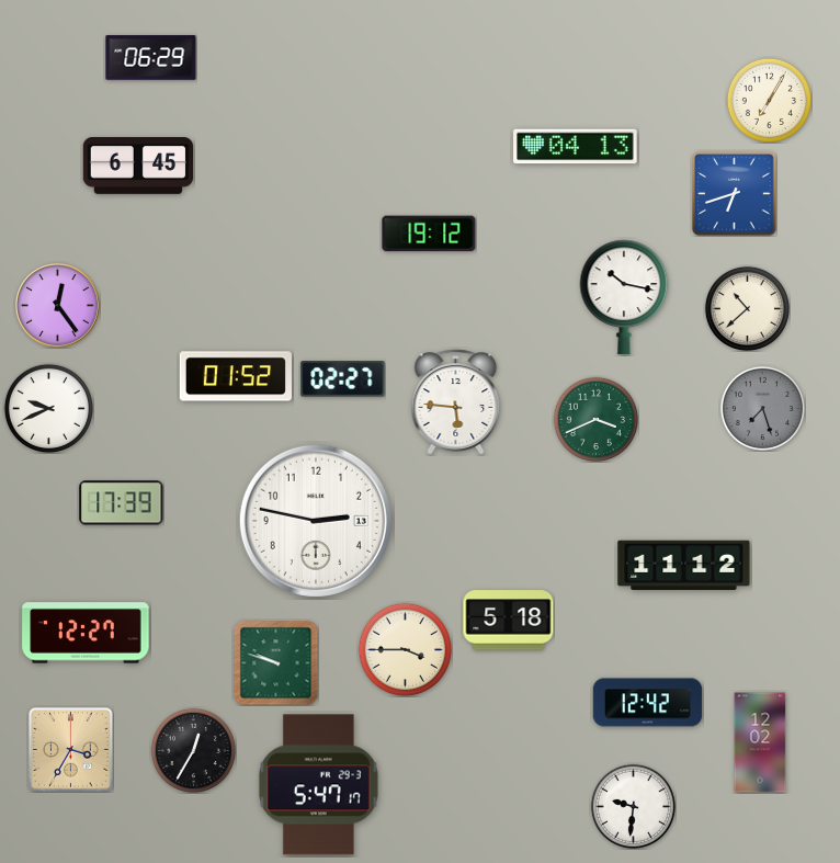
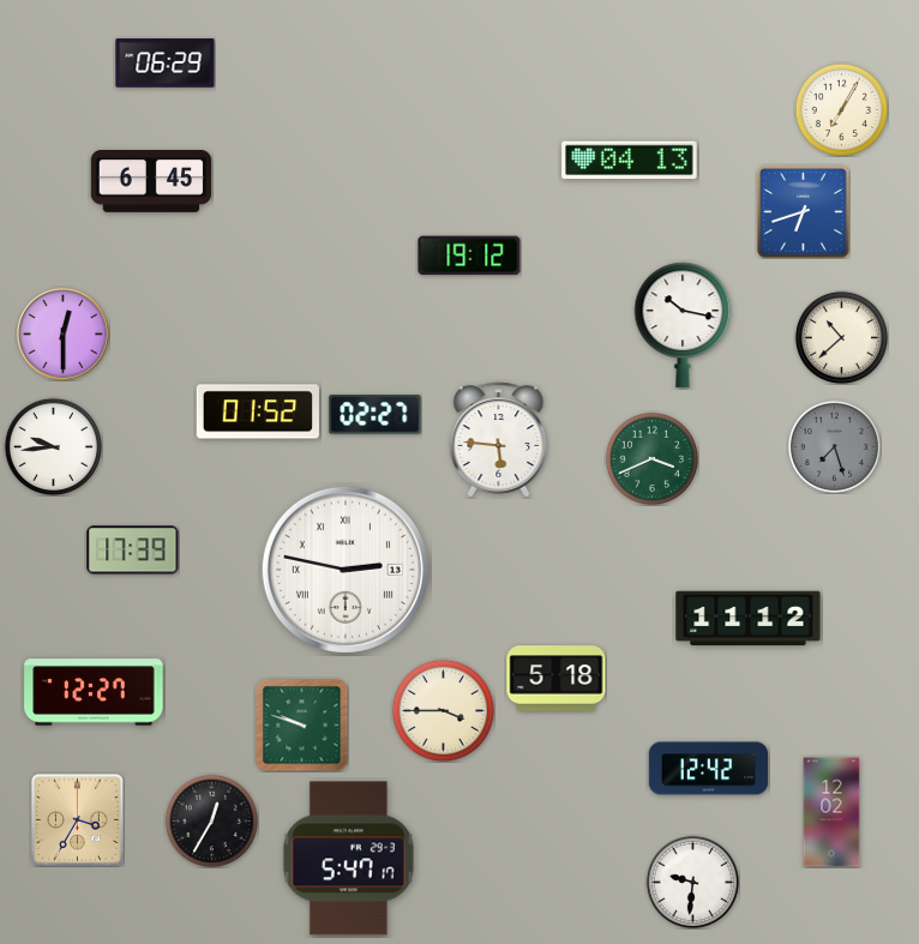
clock at (58, 306): 12:24 -> 12:30
clock at (747, 308) position: (747, 308) -> (841, 337)
clock at (48, 408): 9:41 -> 9:44
clock at (316, 521) numerals: Arabic -> Roman
